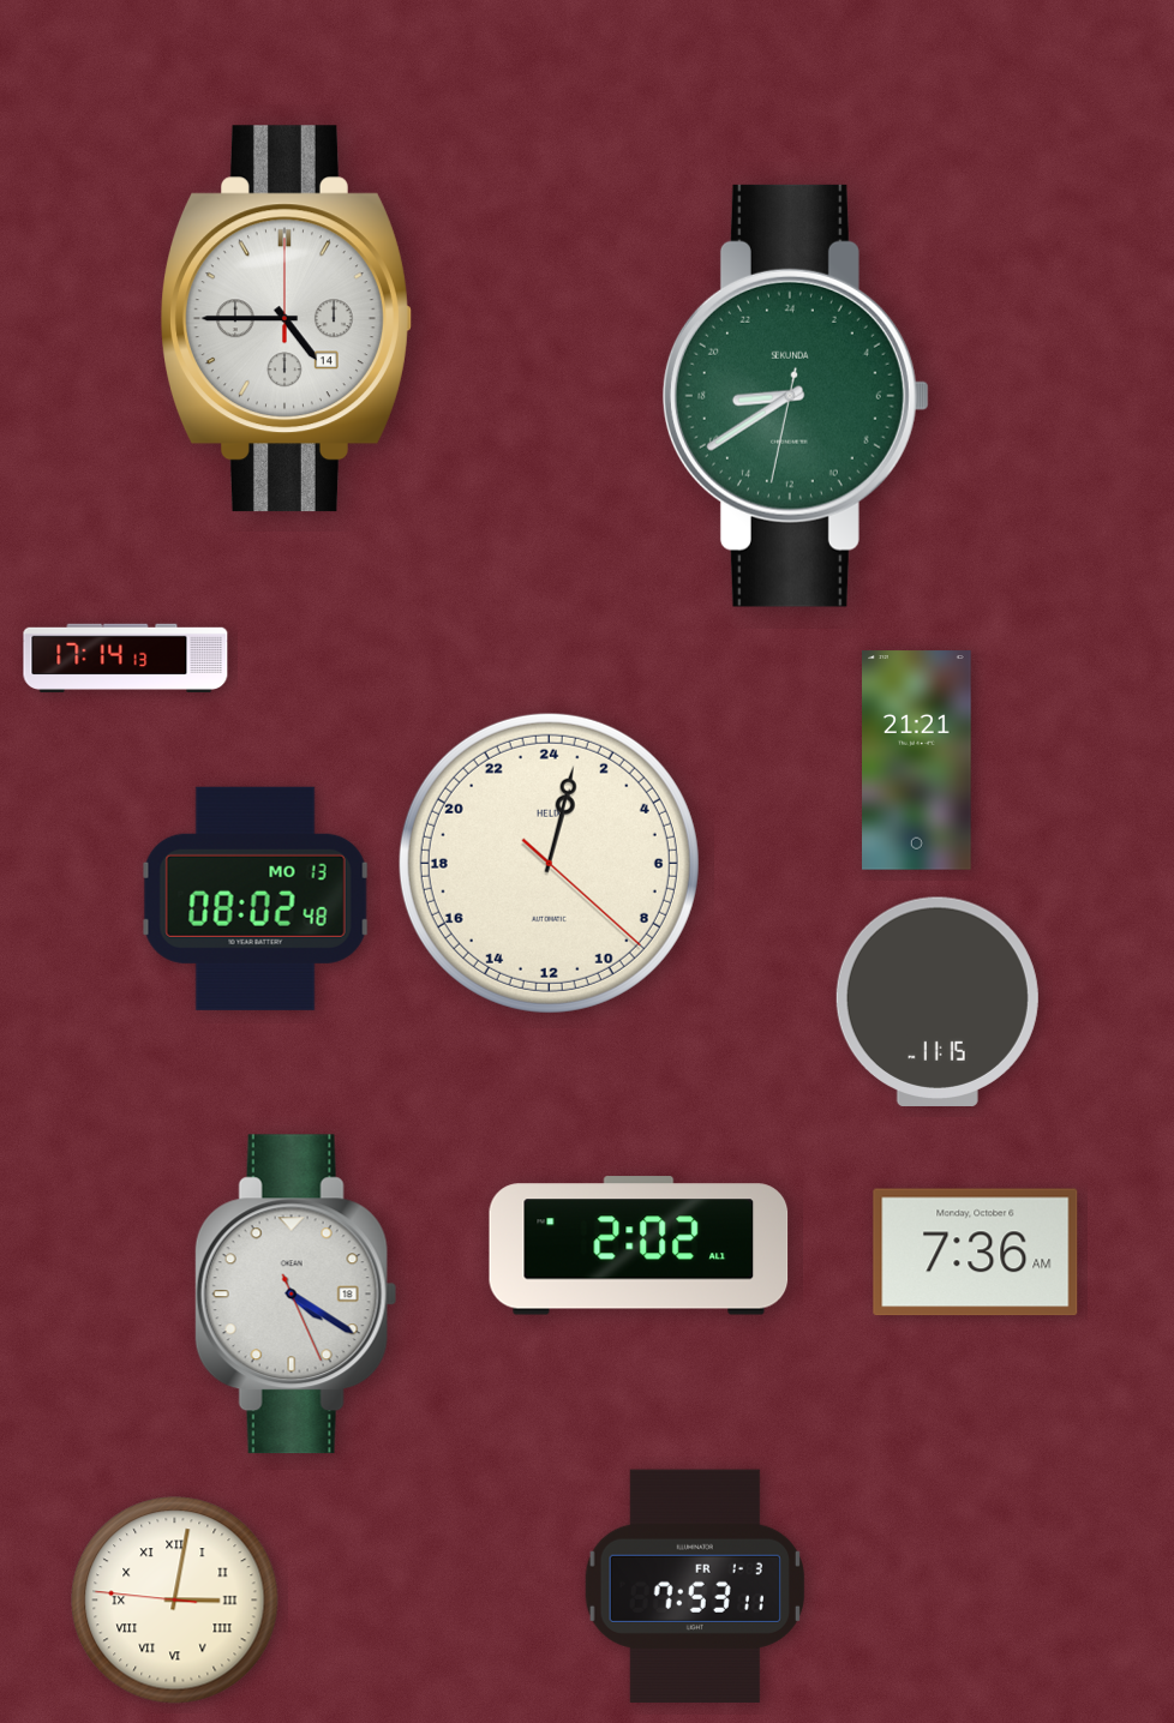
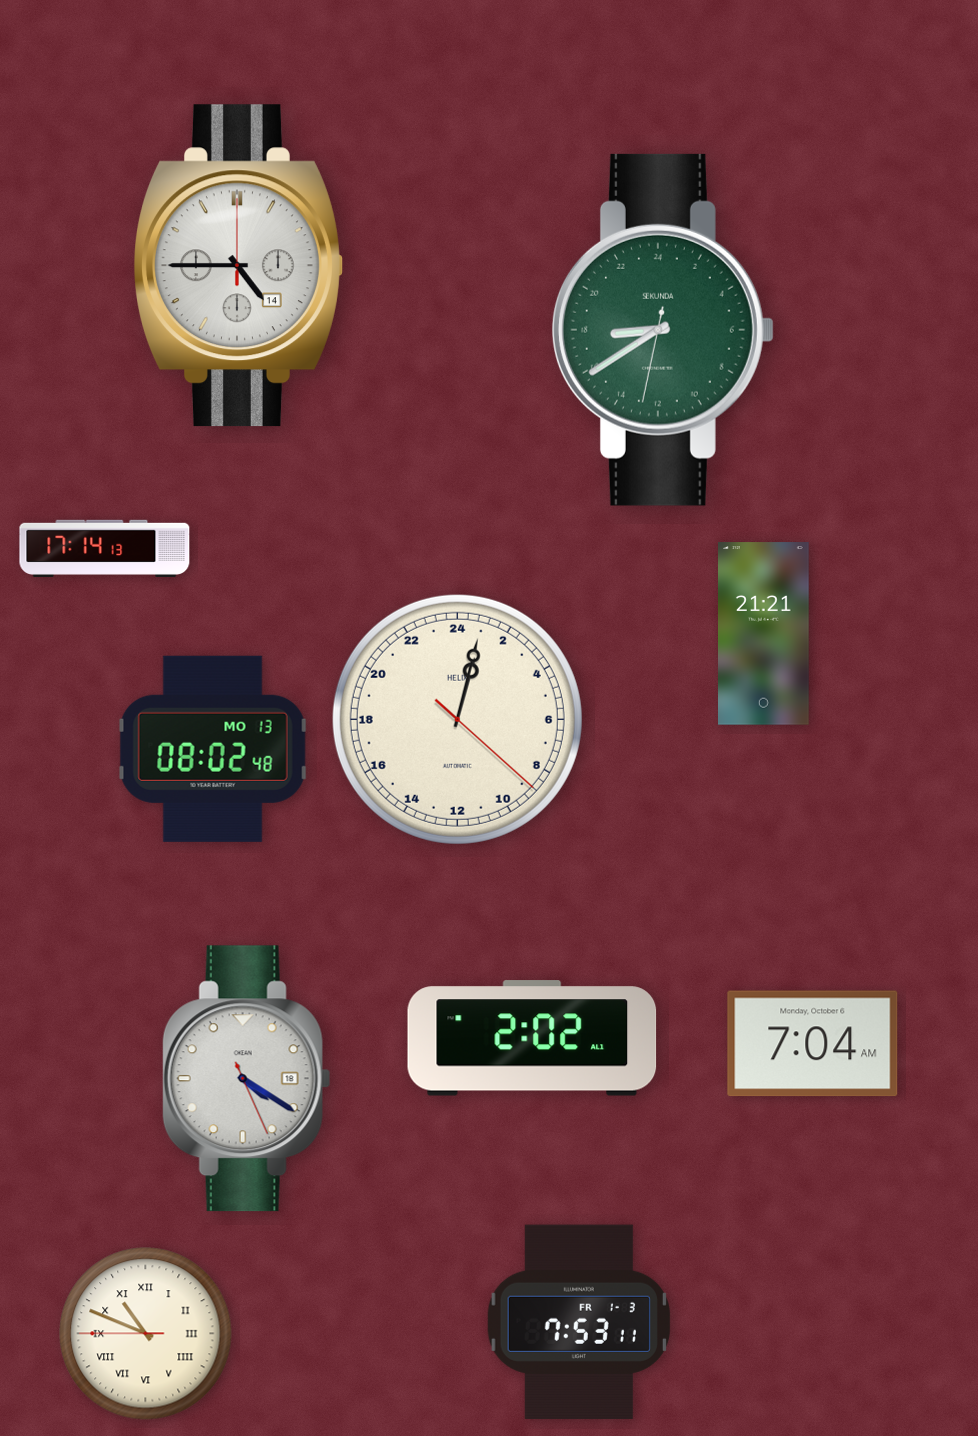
clock at (938, 1001): 11:15 -> none
clock at (976, 1253): 7:36 -> 7:04
clock at (175, 1601): 3:01 -> 10:48
